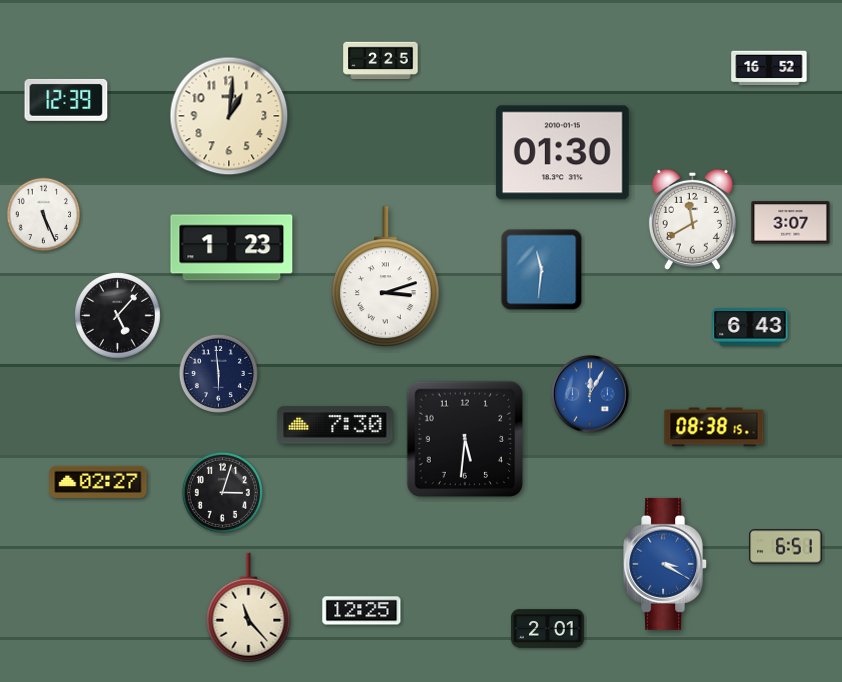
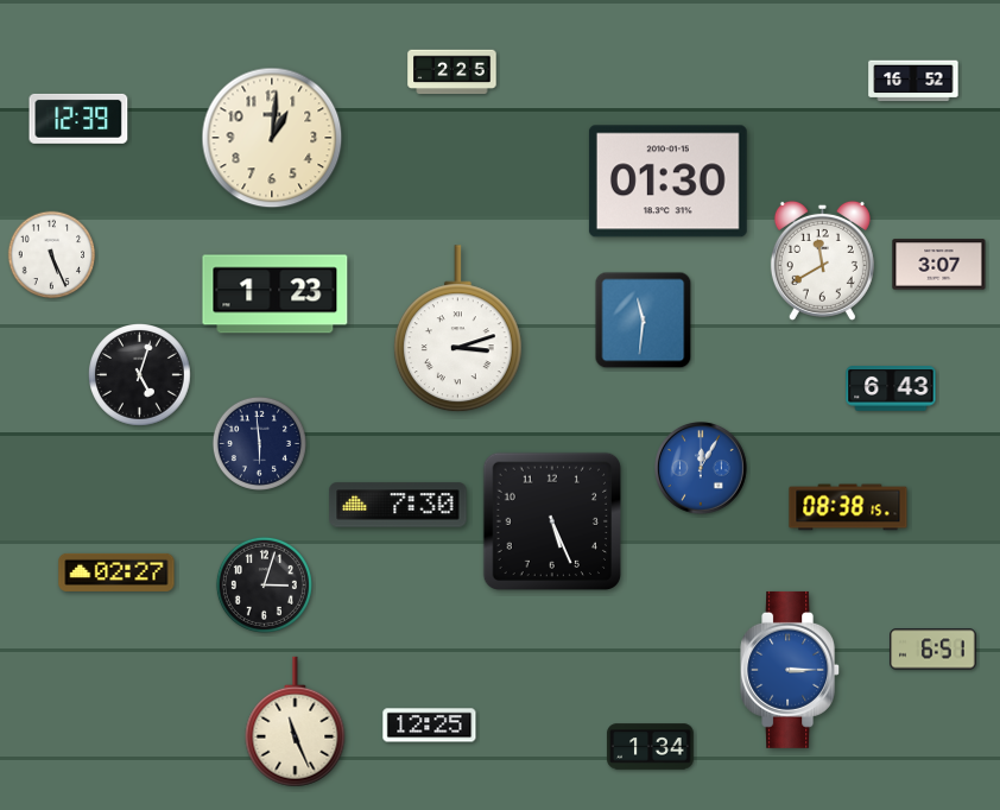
clock at (118, 316): 5:07 -> 5:03
clock at (464, 438): 5:31 -> 5:26
clock at (666, 564): 3:20 -> 3:15
clock at (249, 608): 11:23 -> 11:26
clock at (548, 629): 2:01 -> 1:34
